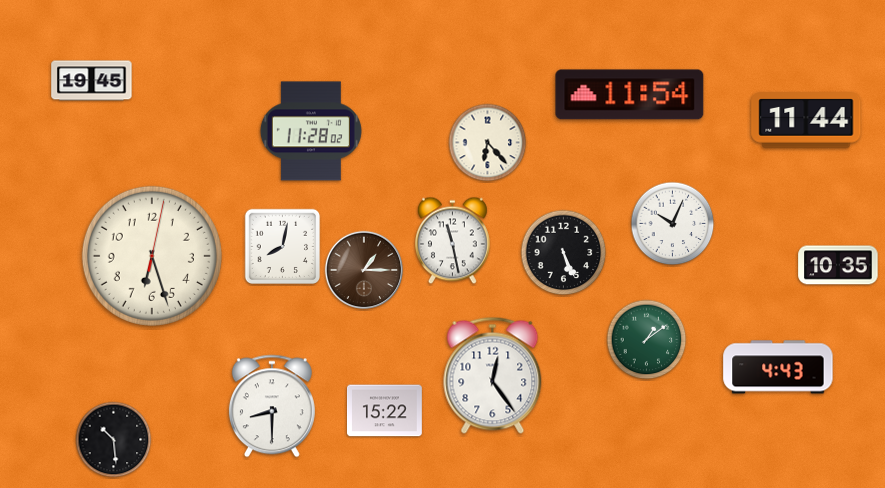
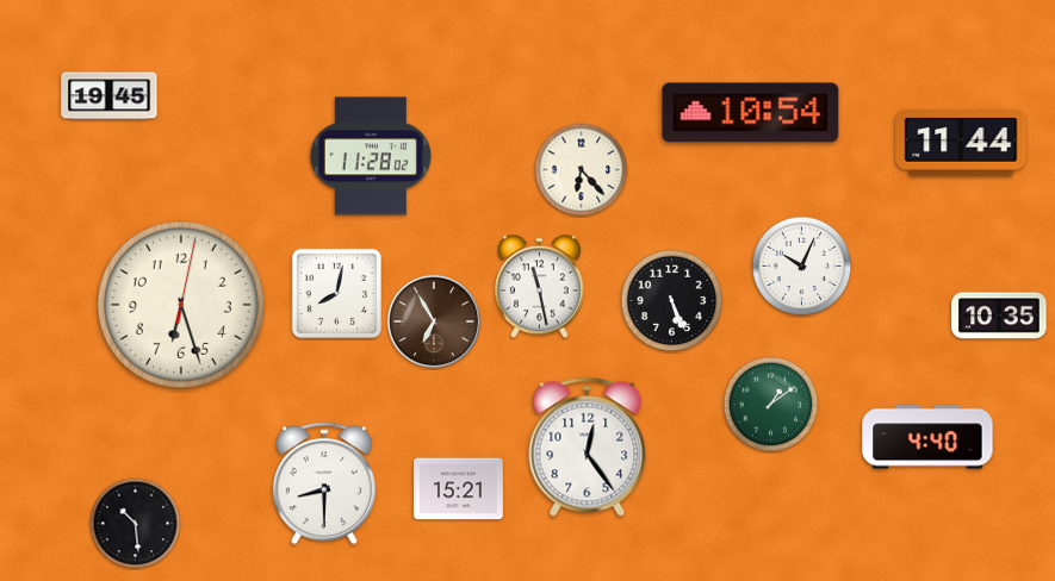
clock at (630, 95): 11:54 -> 10:54
clock at (364, 270): 1:15 -> 6:55
clock at (778, 367): 4:43 -> 4:40
clock at (384, 411): 15:22 -> 15:21
